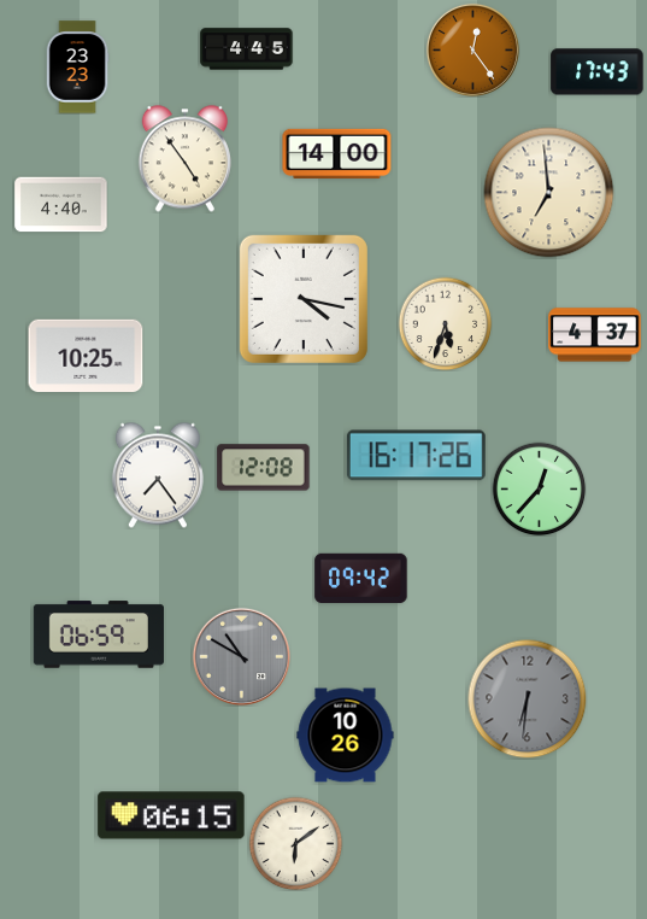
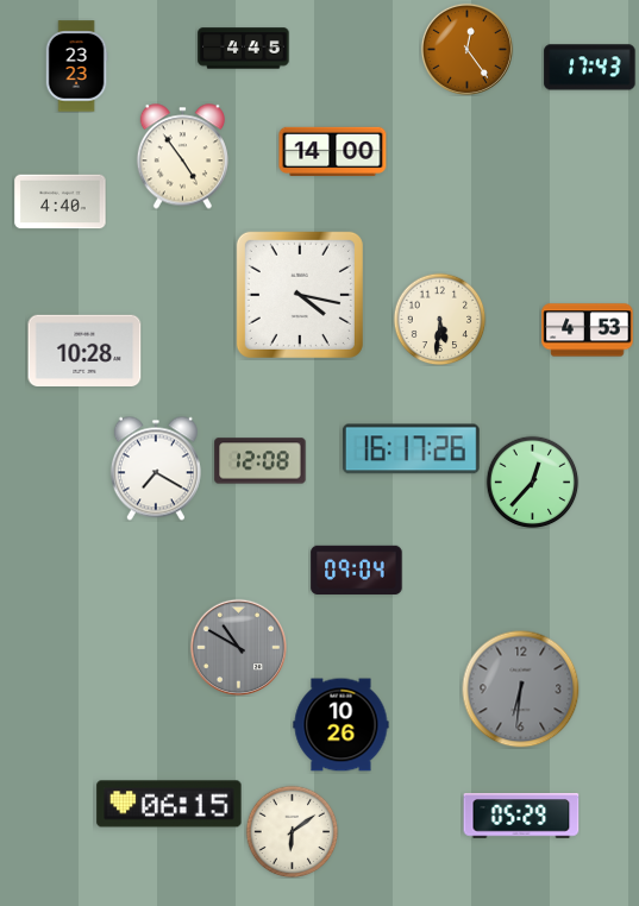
clock at (598, 72) position: (598, 72) -> (590, 68)
clock at (549, 193): 6:59 -> none
clock at (445, 323): 5:33 -> 5:31
clock at (595, 335): 4:37 -> 4:53
clock at (86, 355): 10:25 -> 10:28
clock at (158, 475): 7:24 -> 7:20
clock at (361, 578): 09:42 -> 09:04
clock at (99, 634): 06:59 -> none
clock at (521, 816): none -> 05:29
